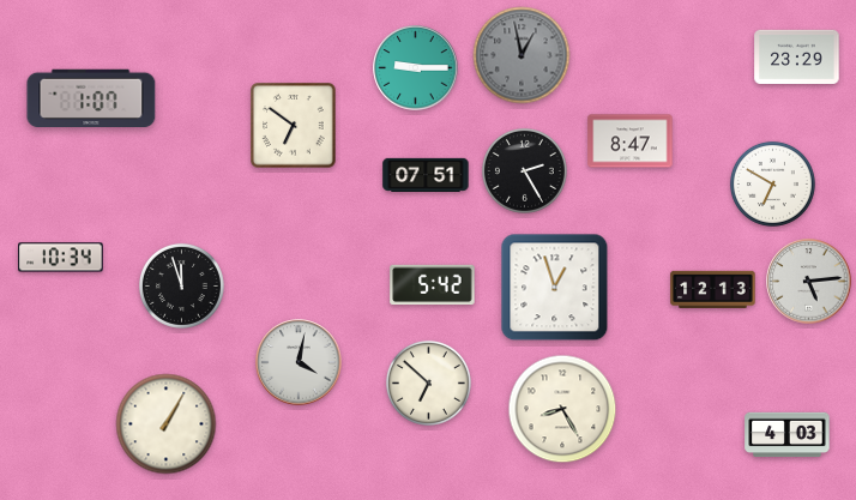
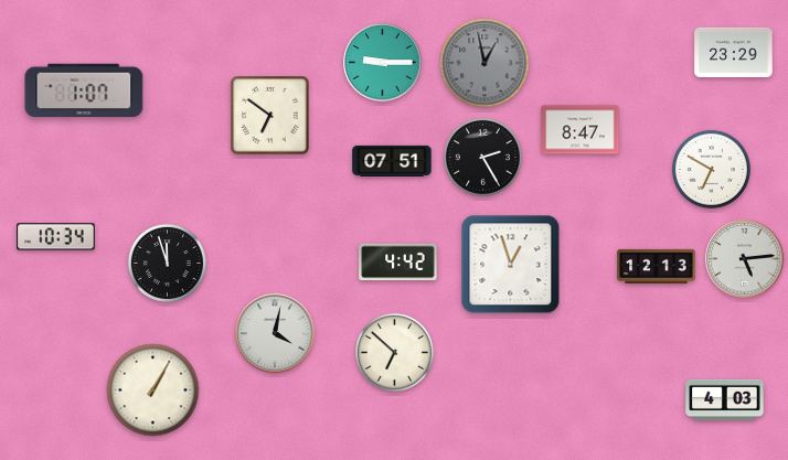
clock at (522, 55) position: (522, 55) -> (484, 63)
clock at (433, 285): 5:42 -> 4:42
clock at (562, 409): 8:25 -> none
